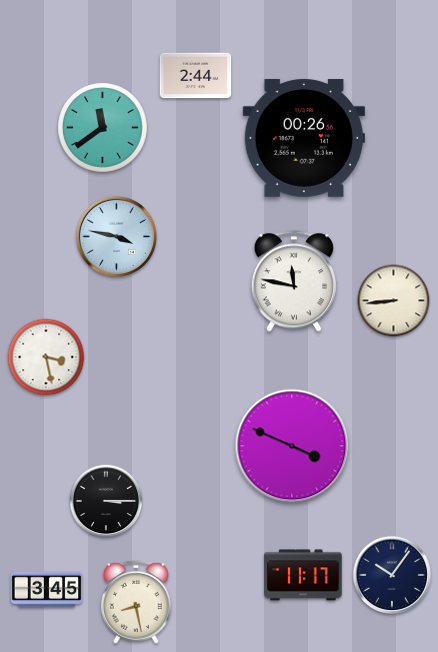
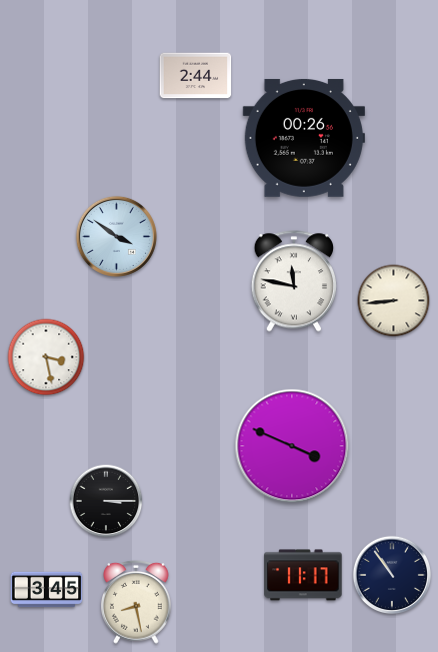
clock at (103, 128): 11:39 -> none
clock at (116, 236): 3:47 -> 3:51
clock at (391, 574): 10:06 -> 10:54
